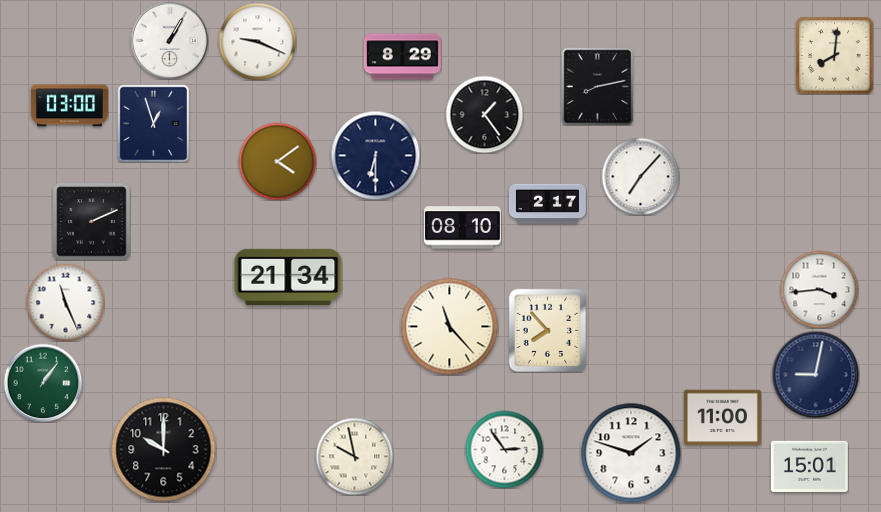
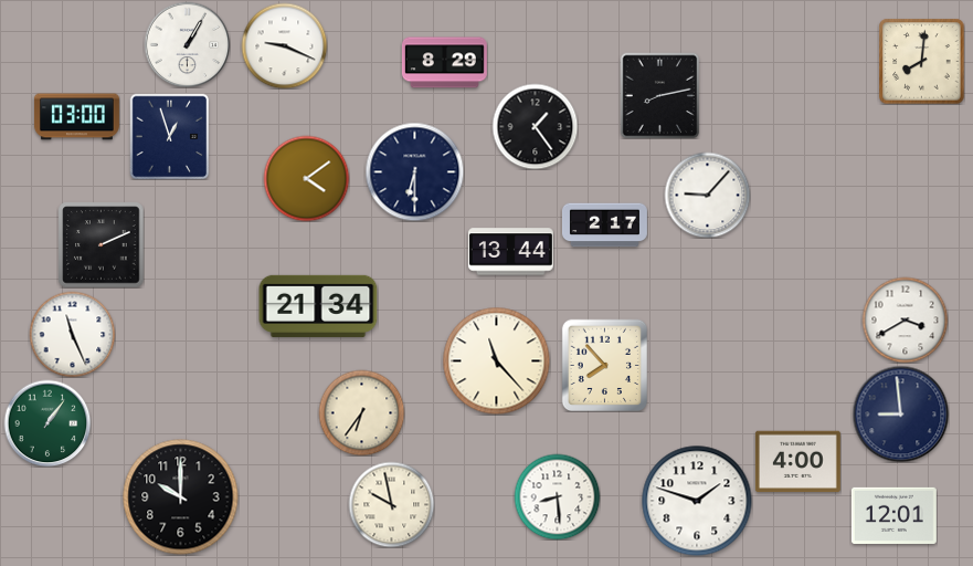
clock at (640, 176): 7:07 -> 9:07
clock at (462, 228): 08:10 -> 13:44
clock at (819, 289): 3:44 -> 3:40
clock at (361, 412): none -> 6:36
clock at (815, 374): 9:02 -> 8:59
clock at (722, 418): 11:00 -> 4:00
clock at (504, 449): 2:54 -> 8:29
clock at (809, 466): 15:01 -> 12:01
